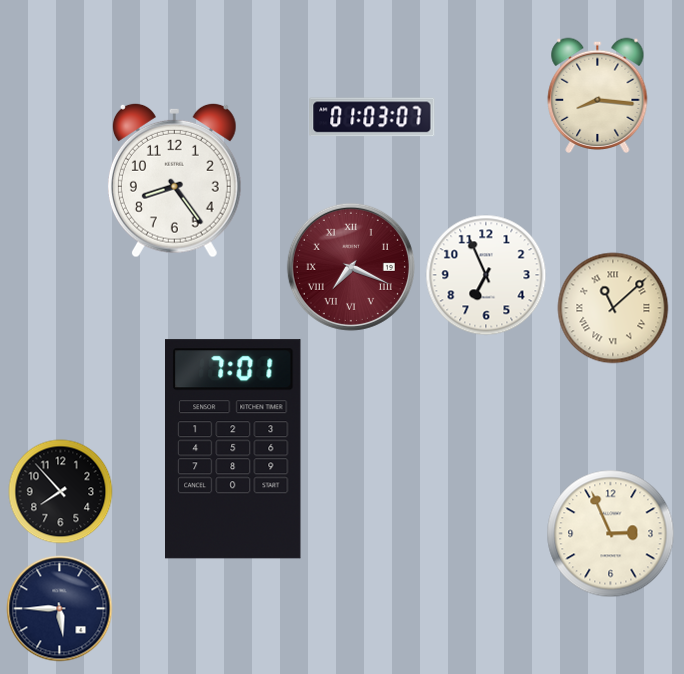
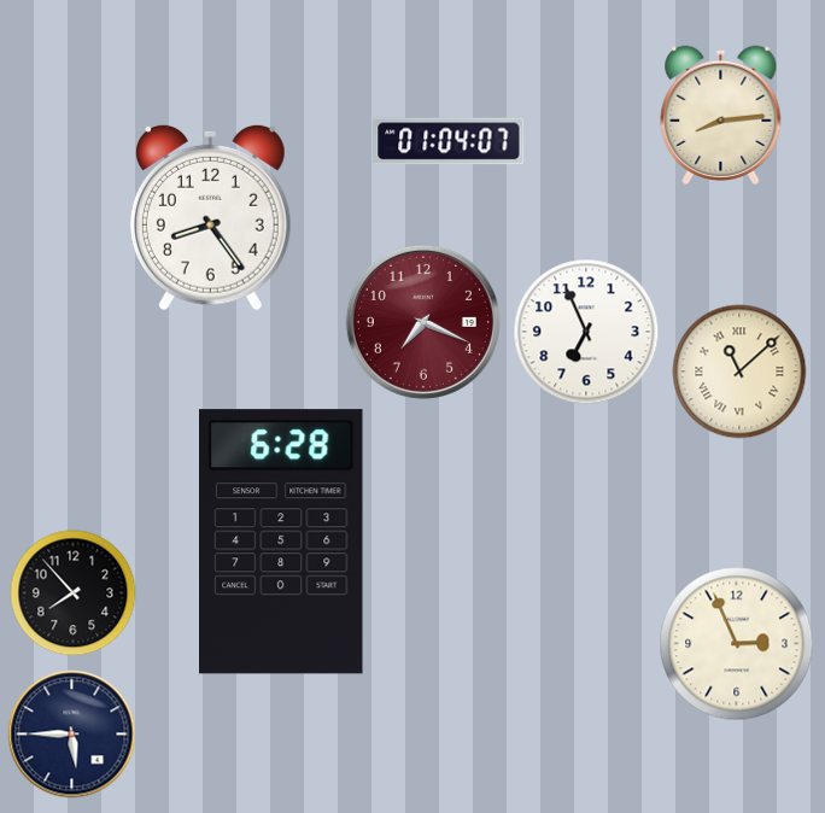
clock at (598, 95): 8:16 -> 8:14
clock at (372, 117): 01:03 -> 01:04
clock at (351, 267) numerals: Roman -> Arabic
clock at (234, 449): 7:01 -> 6:28
